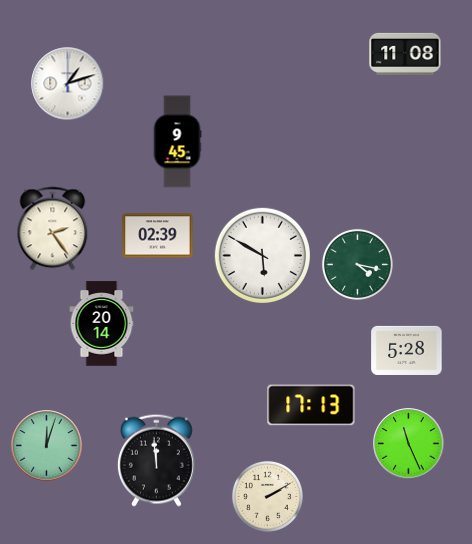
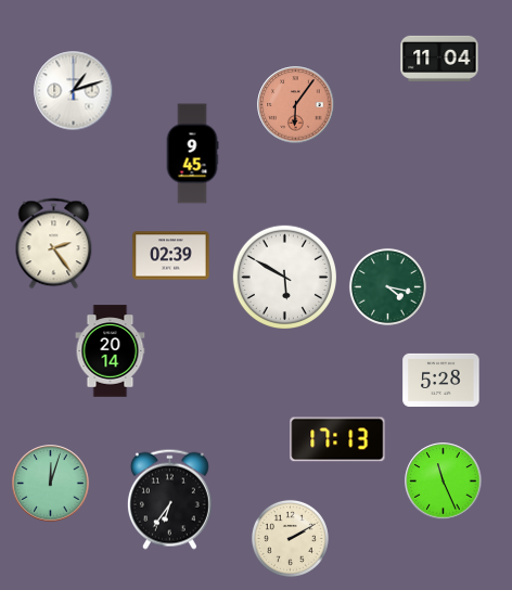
clock at (405, 54): 11:08 -> 11:04
clock at (296, 105): none -> 6:06
clock at (53, 229) position: (53, 229) -> (54, 244)
clock at (156, 460): 11:59 -> 6:36
